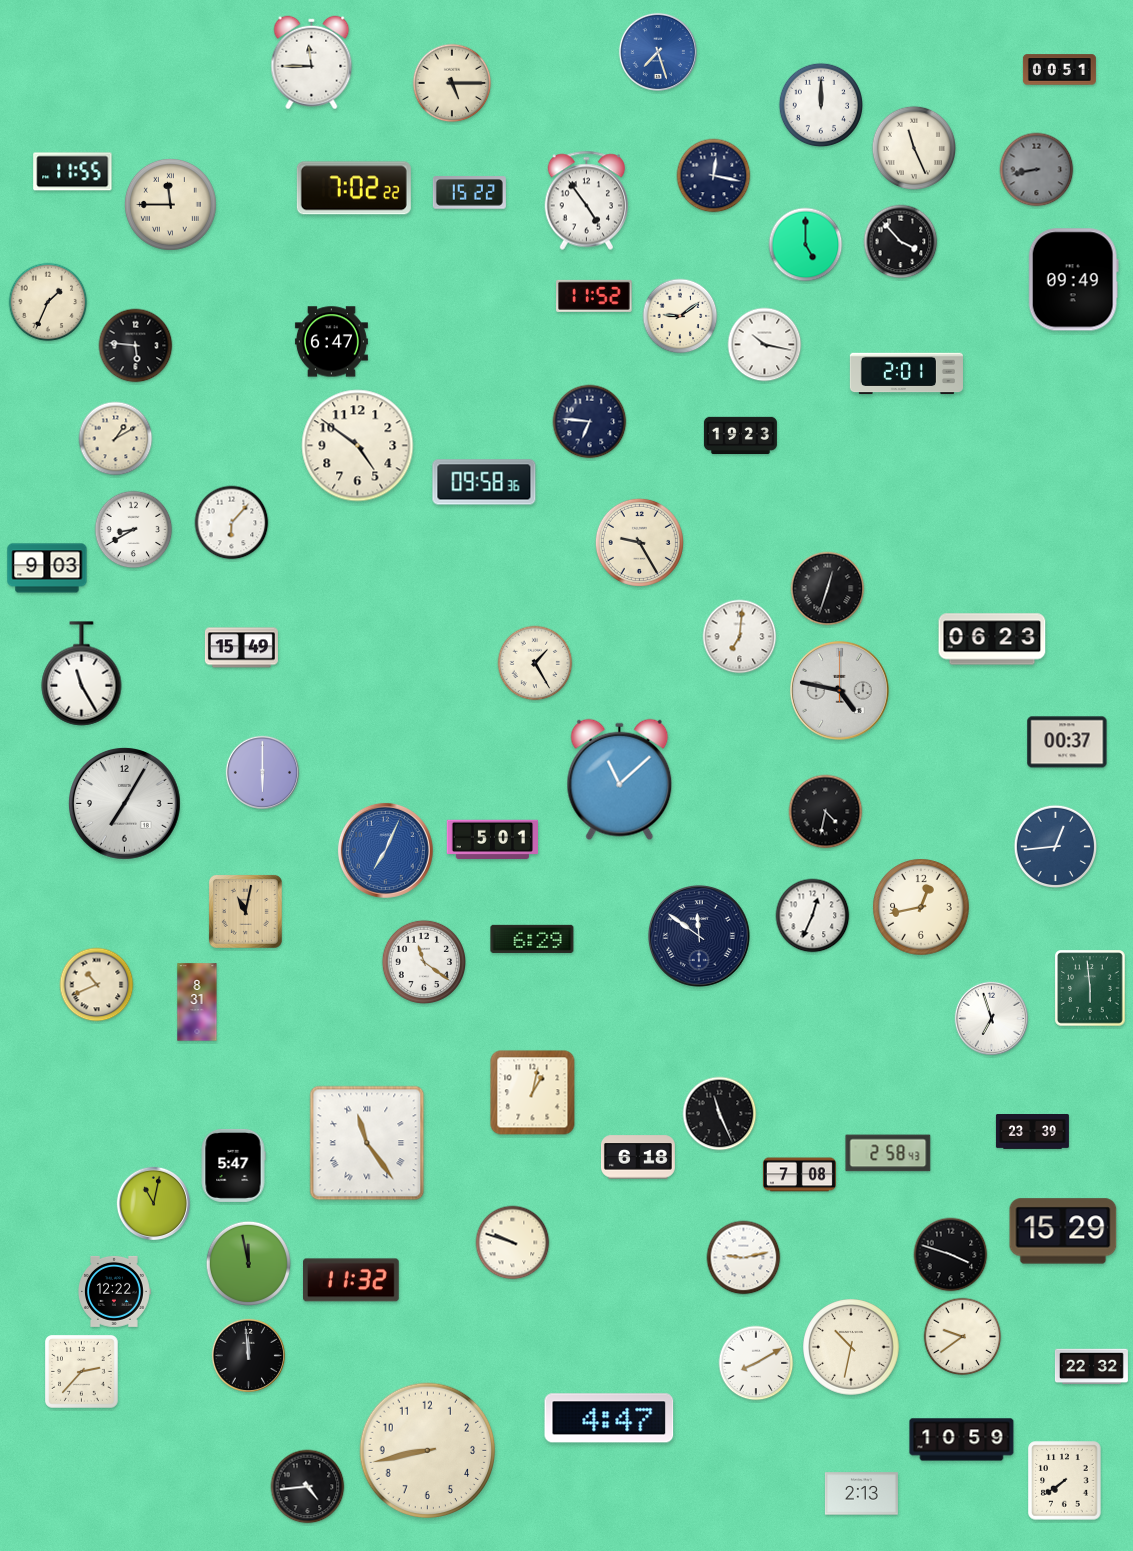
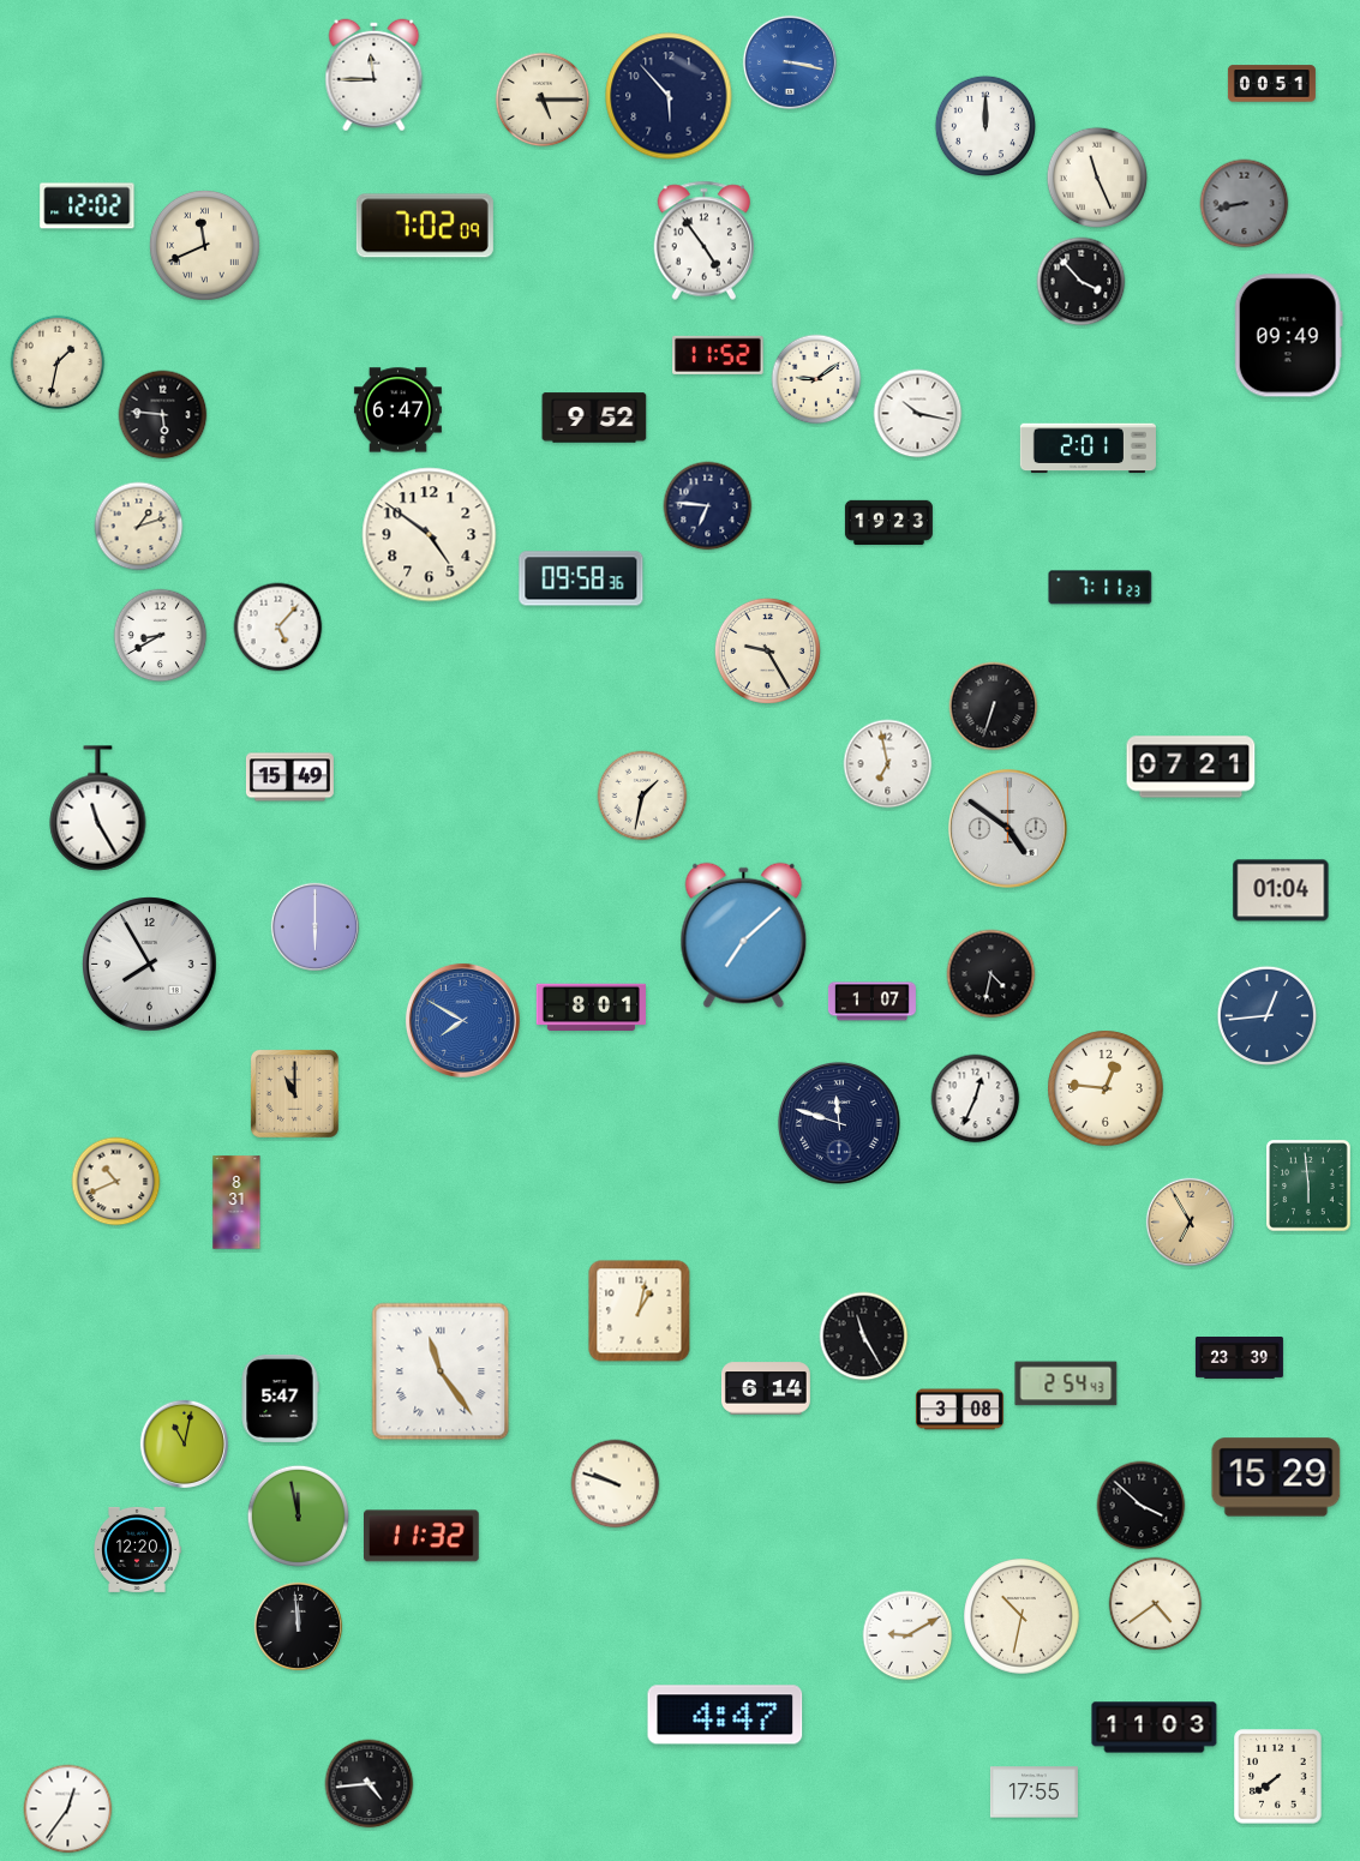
clock at (658, 52): 7:27 -> 3:17
clock at (669, 96): none -> 5:53
clock at (73, 172): 11:55 -> 12:02
clock at (714, 176): 12:17 -> none
clock at (354, 188): 7:02:22 -> 7:02:09
clock at (469, 193): 15:22 -> none
clock at (170, 204): 11:45 -> 11:41
clock at (901, 242) position: (901, 242) -> (1082, 282)
clock at (806, 245): 5:00 -> none
clock at (594, 296) position: (594, 296) -> (718, 355)
clock at (48, 302): 1:34 -> 1:32
clock at (594, 418): none -> 9:52
clock at (116, 439): 1:10 -> 1:12
clock at (1101, 588): none -> 7:11
clock at (232, 523): 6:07 -> 5:07
clock at (47, 568): 9:03 -> none
clock at (828, 589): 12:33 -> 6:33
clock at (740, 637): 7:01 -> 6:58
clock at (992, 639): 06:23 -> 07:21
clock at (535, 663): 1:25 -> 1:32
clock at (839, 690): 4:47 -> 4:51
clock at (1067, 742): 00:37 -> 01:04
clock at (620, 780): 11:08 -> 7:08
clock at (125, 804): 7:05 -> 7:55
clock at (871, 1002): none -> 1:07
clock at (492, 840): 5:01 -> 8:01
clock at (385, 850): 7:04 -> 7:50
clock at (921, 907): 12:43 -> 12:46
clock at (245, 911): 11:02 -> 11:00
clock at (699, 936): 11:51 -> 11:48
clock at (532, 939): 6:29 -> none
clock at (423, 961): 11:21 -> none
clock at (991, 1018): 6:57 -> 6:55
clock at (991, 1018) dial: white -> champagne
clock at (720, 1114): 11:26 -> 11:25
clock at (888, 1153): 2:58 -> 2:54
clock at (638, 1157): 6:18 -> 6:14
clock at (799, 1175): 7:08 -> 3:08
clock at (513, 1243) position: (513, 1243) -> (616, 1484)
clock at (951, 1255): 3:48 -> 3:52
clock at (744, 1258): 9:13 -> none
clock at (115, 1291): 12:22 -> 12:20
clock at (963, 1337): 9:39 -> 4:39
clock at (756, 1363): 8:10 -> 9:10
clock at (1091, 1367): 22:32 -> none
clock at (82, 1372): 2:37 -> none
clock at (609, 1418) position: (609, 1418) -> (725, 1715)
clock at (962, 1440): 10:59 -> 11:03
clock at (428, 1451): 8:43 -> none
clock at (861, 1494): 2:13 -> 17:55
clock at (68, 1809): none -> 12:36
